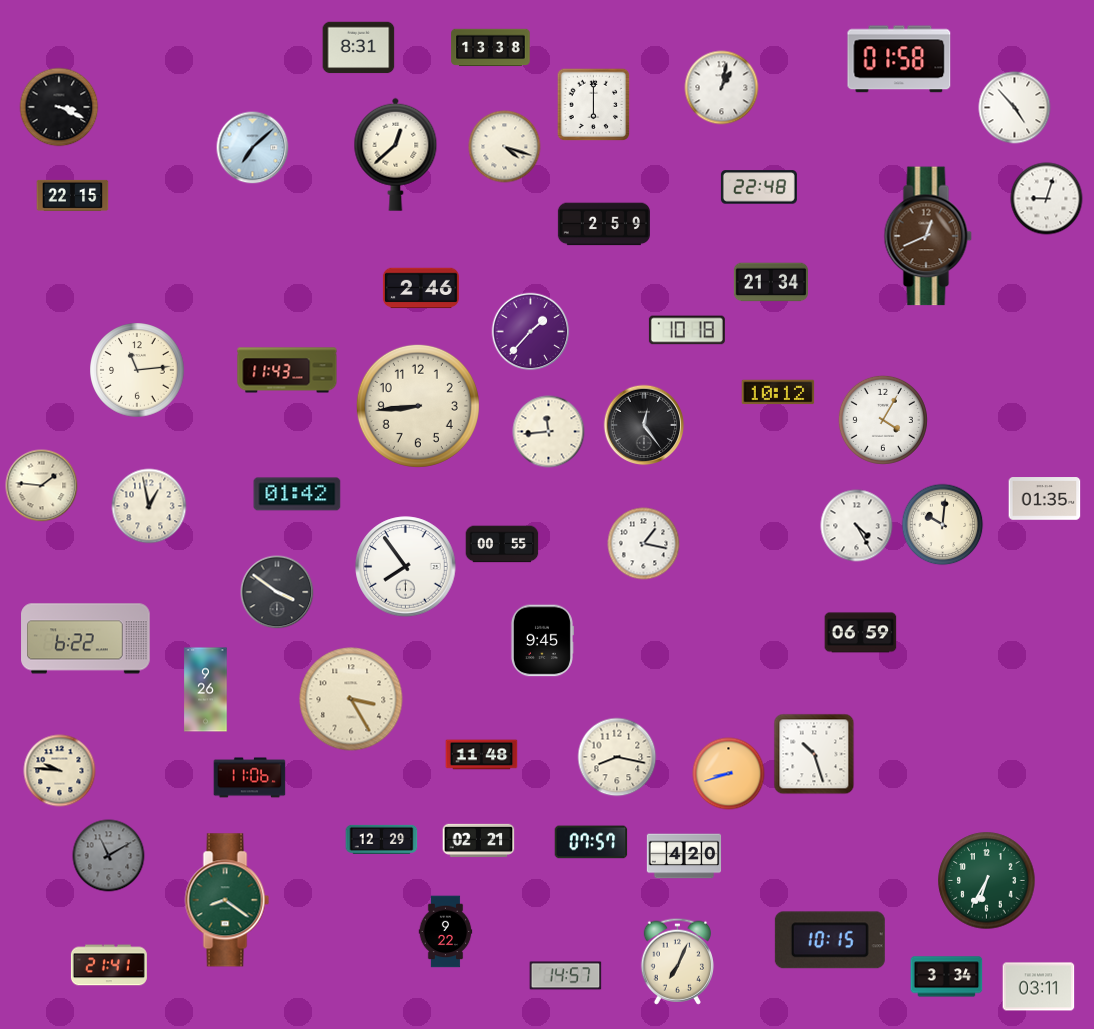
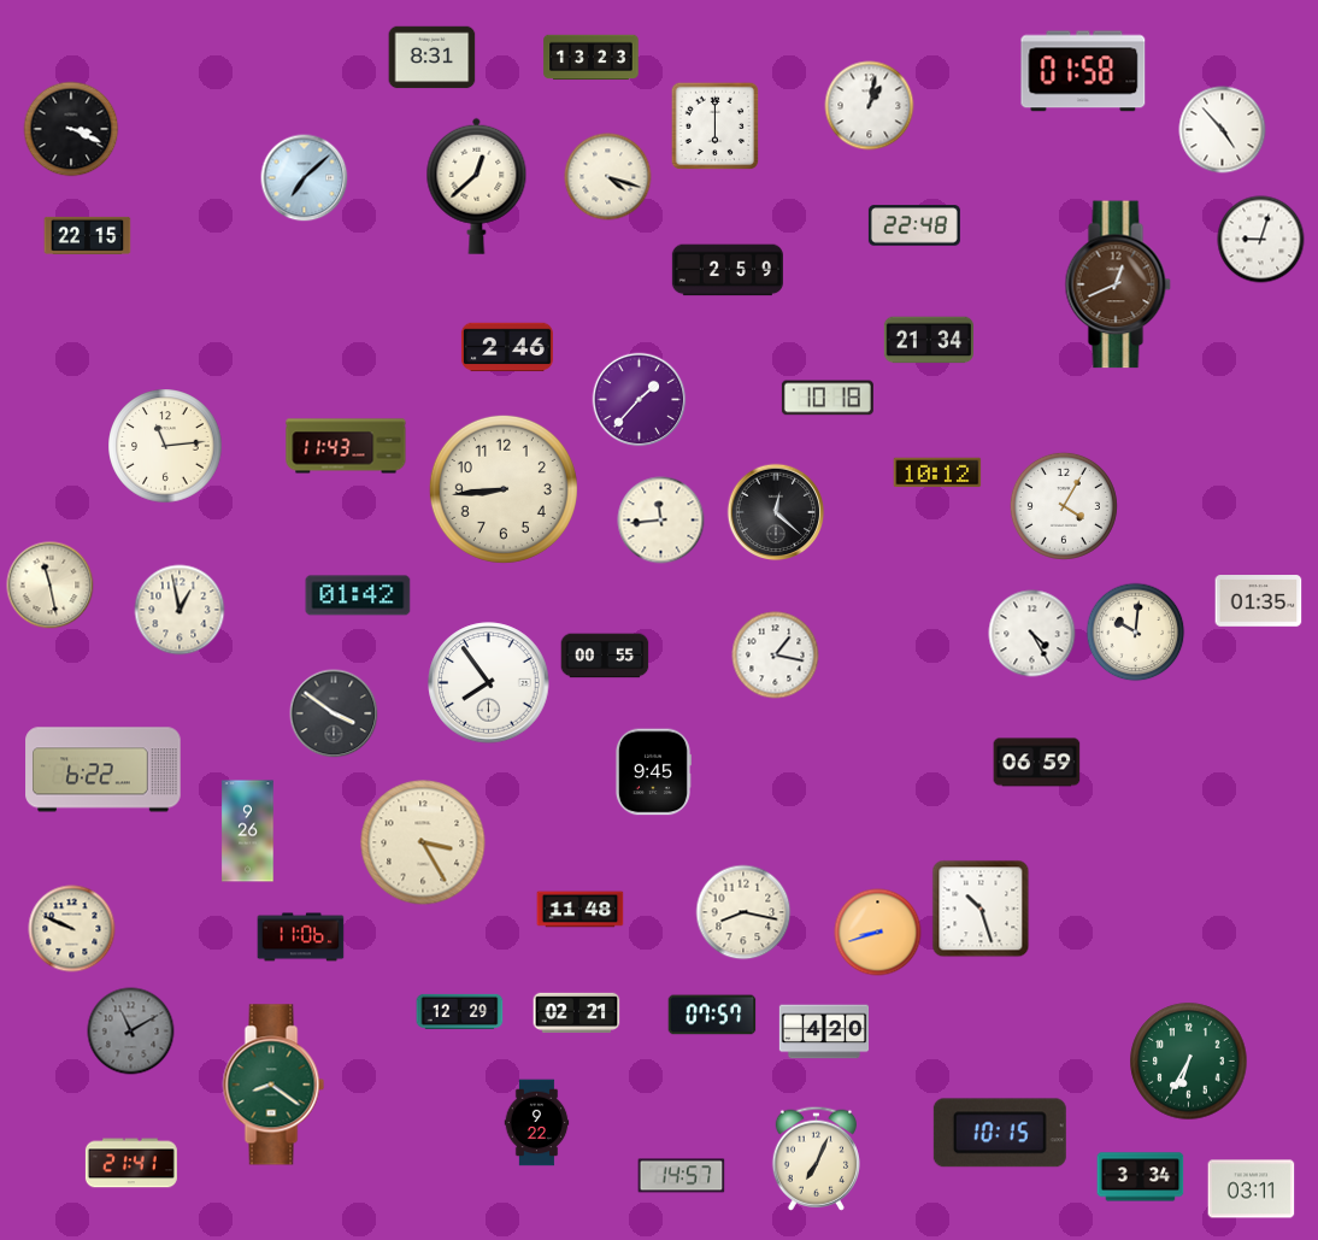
clock at (491, 48): 13:38 -> 13:23
clock at (644, 425): 12:24 -> 12:22
clock at (42, 486): 1:46 -> 11:28
clock at (60, 771): 9:46 -> 9:49
